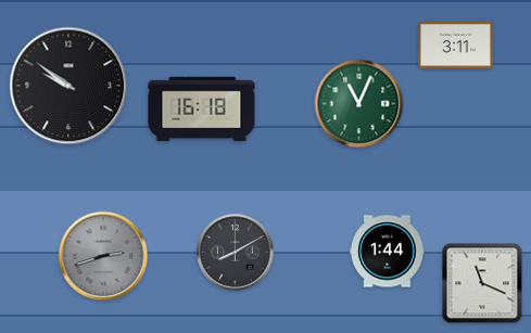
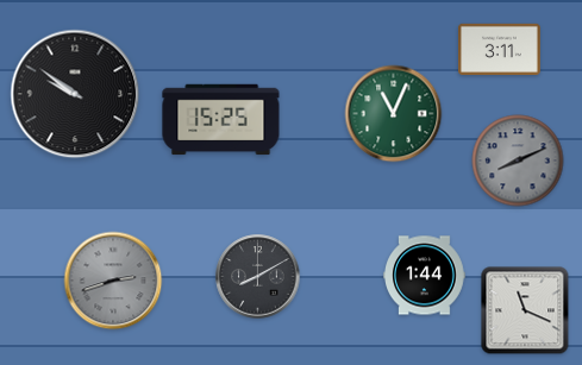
clock at (202, 110): 16:18 -> 15:25
clock at (518, 161): none -> 8:11
clock at (482, 283) position: (482, 283) -> (525, 310)
